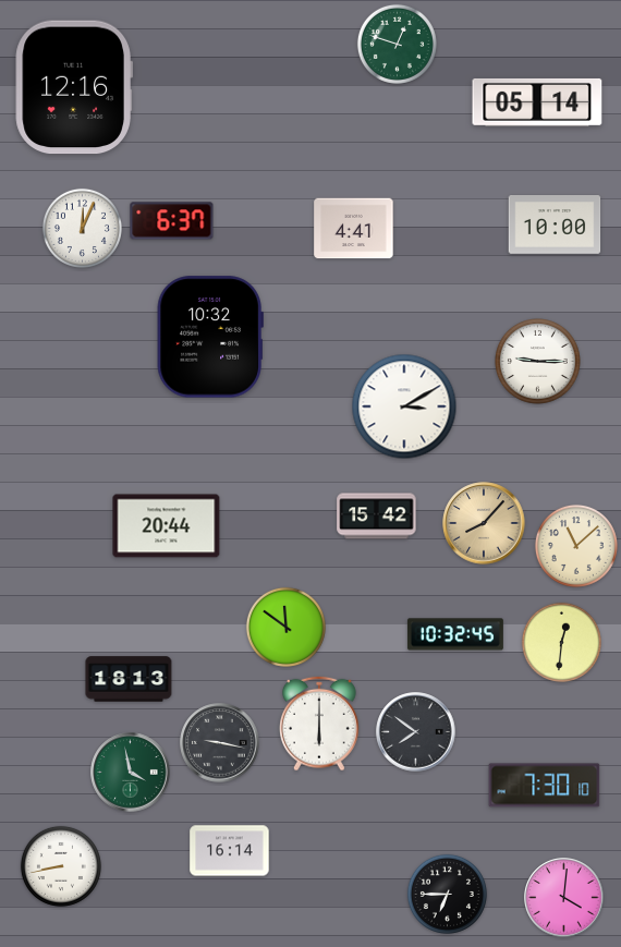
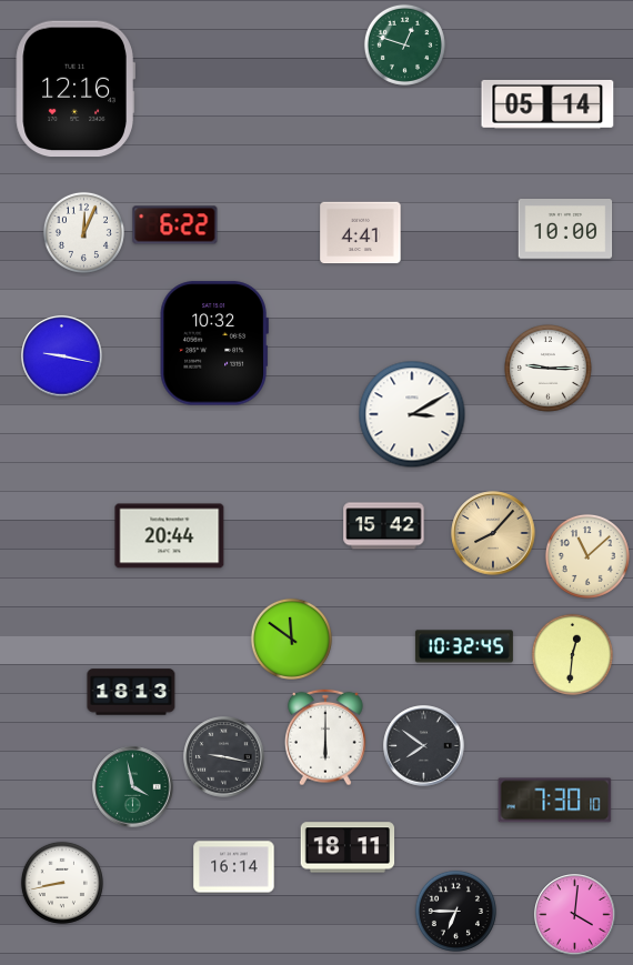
clock at (172, 221): 6:37 -> 6:22
clock at (62, 356): none -> 9:17
clock at (348, 847): none -> 18:11
